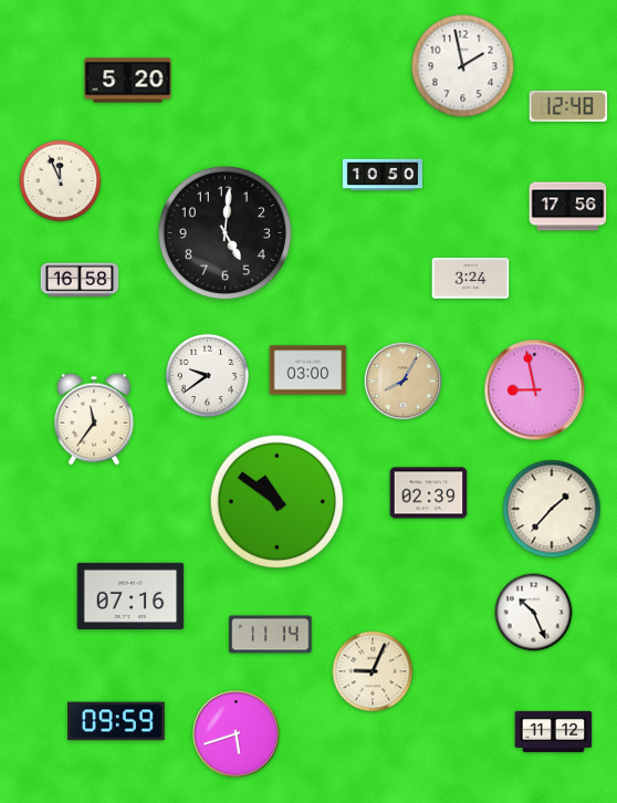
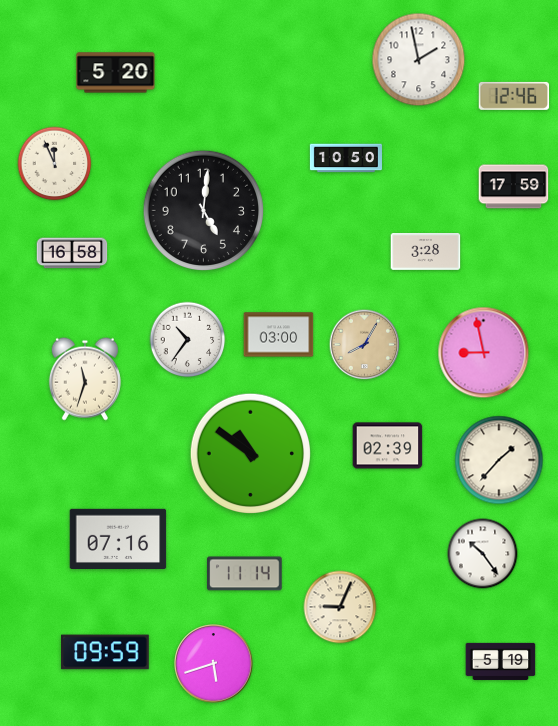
clock at (568, 106): 12:48 -> 12:46
clock at (568, 207): 17:56 -> 17:59
clock at (471, 278): 3:24 -> 3:28
clock at (208, 376): 9:39 -> 10:36
clock at (94, 419): 11:36 -> 11:33
clock at (534, 613): 10:26 -> 10:24
clock at (373, 671) position: (373, 671) -> (340, 607)
clock at (554, 731): 11:12 -> 5:19
